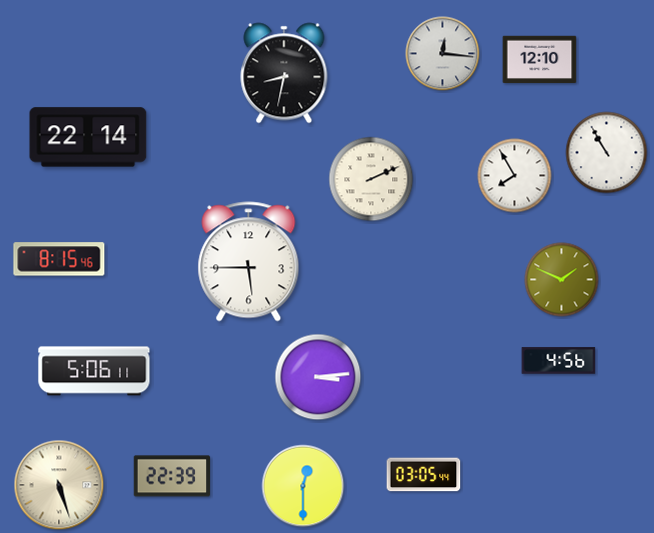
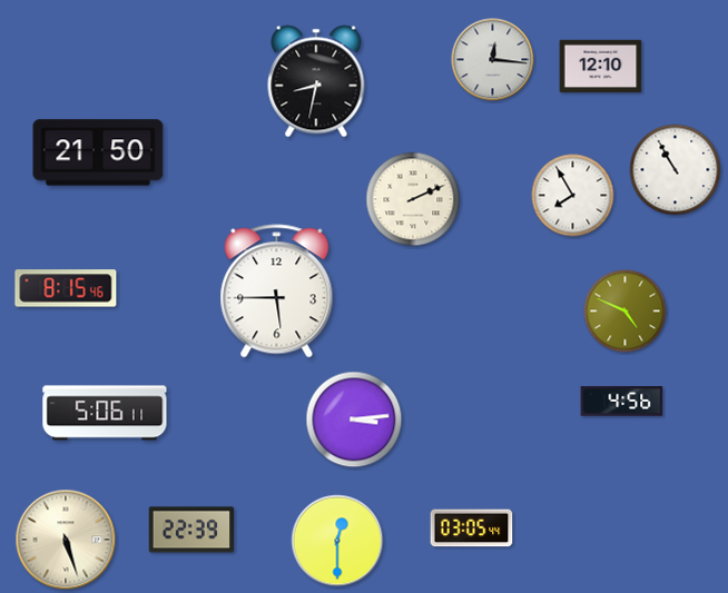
clock at (88, 137): 22:14 -> 21:50
clock at (562, 280): 1:49 -> 4:49
